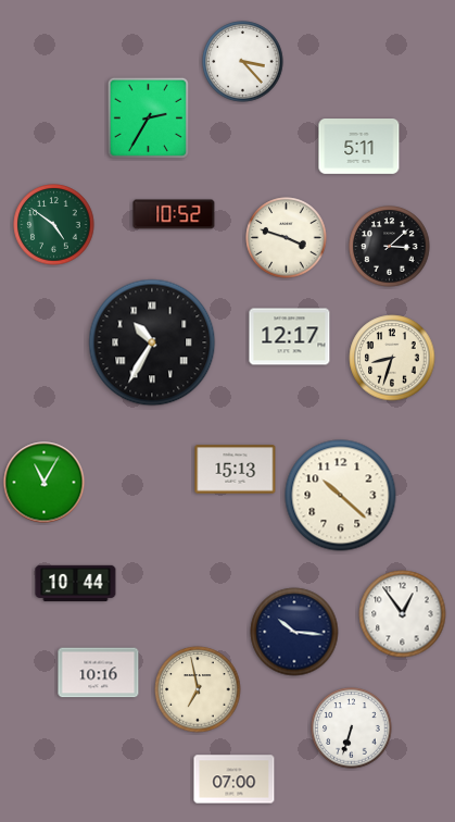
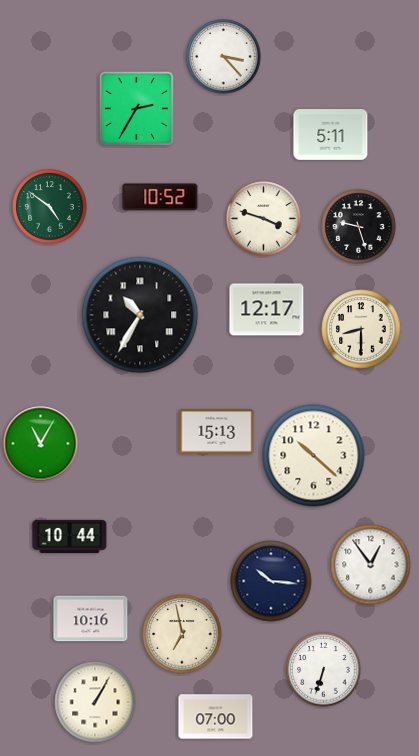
clock at (390, 247): 3:08 -> 9:27
clock at (392, 358): 8:33 -> 8:30
clock at (95, 702): none -> 1:05
